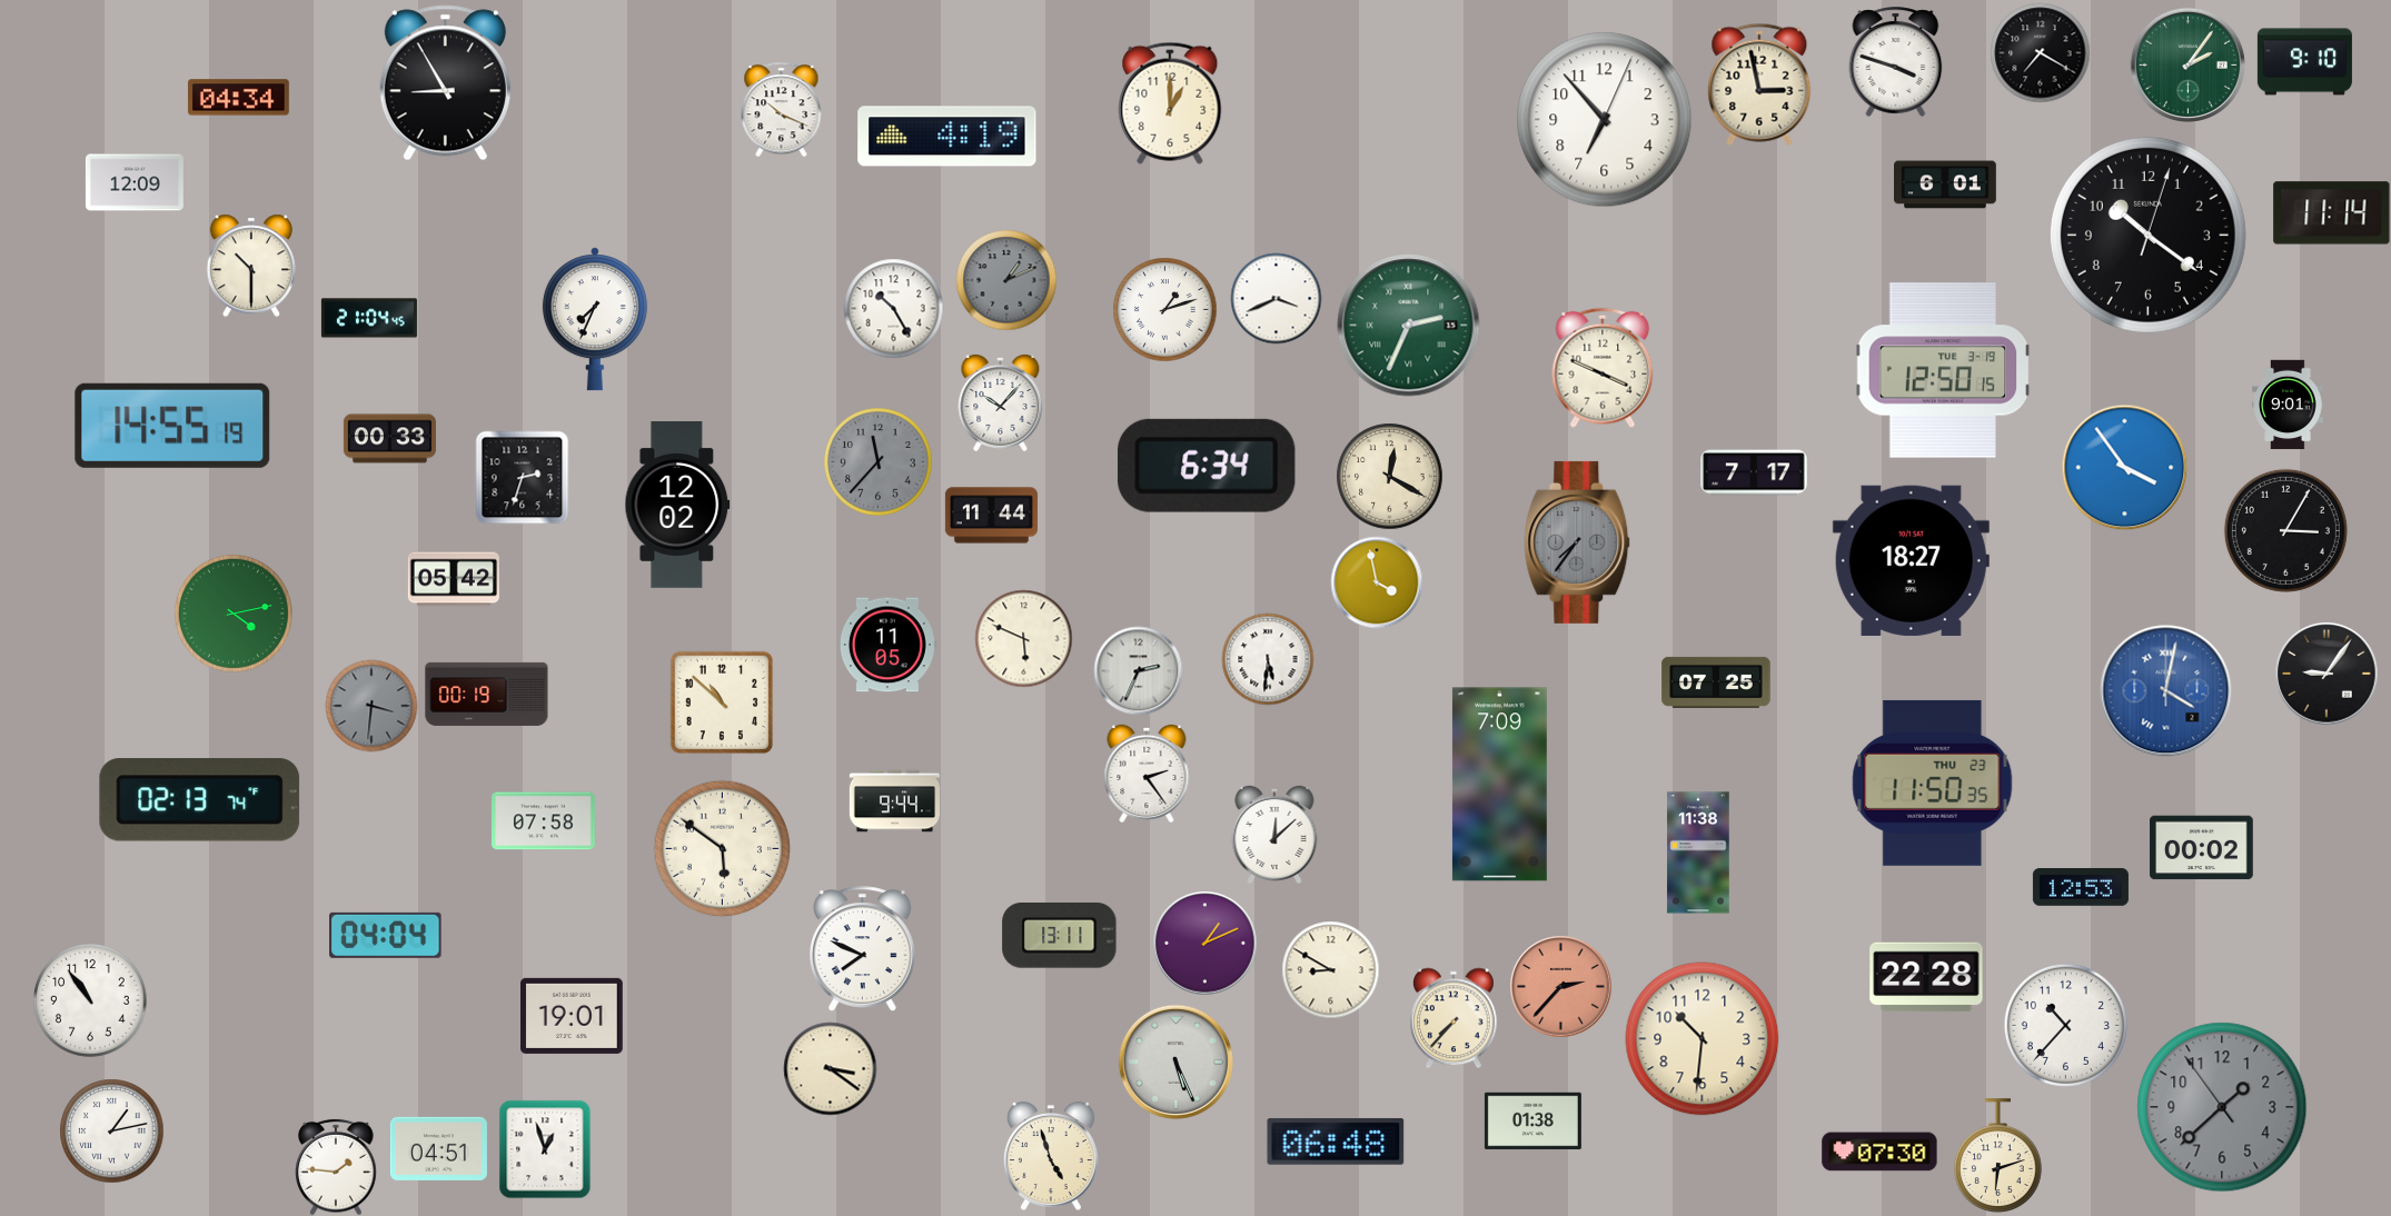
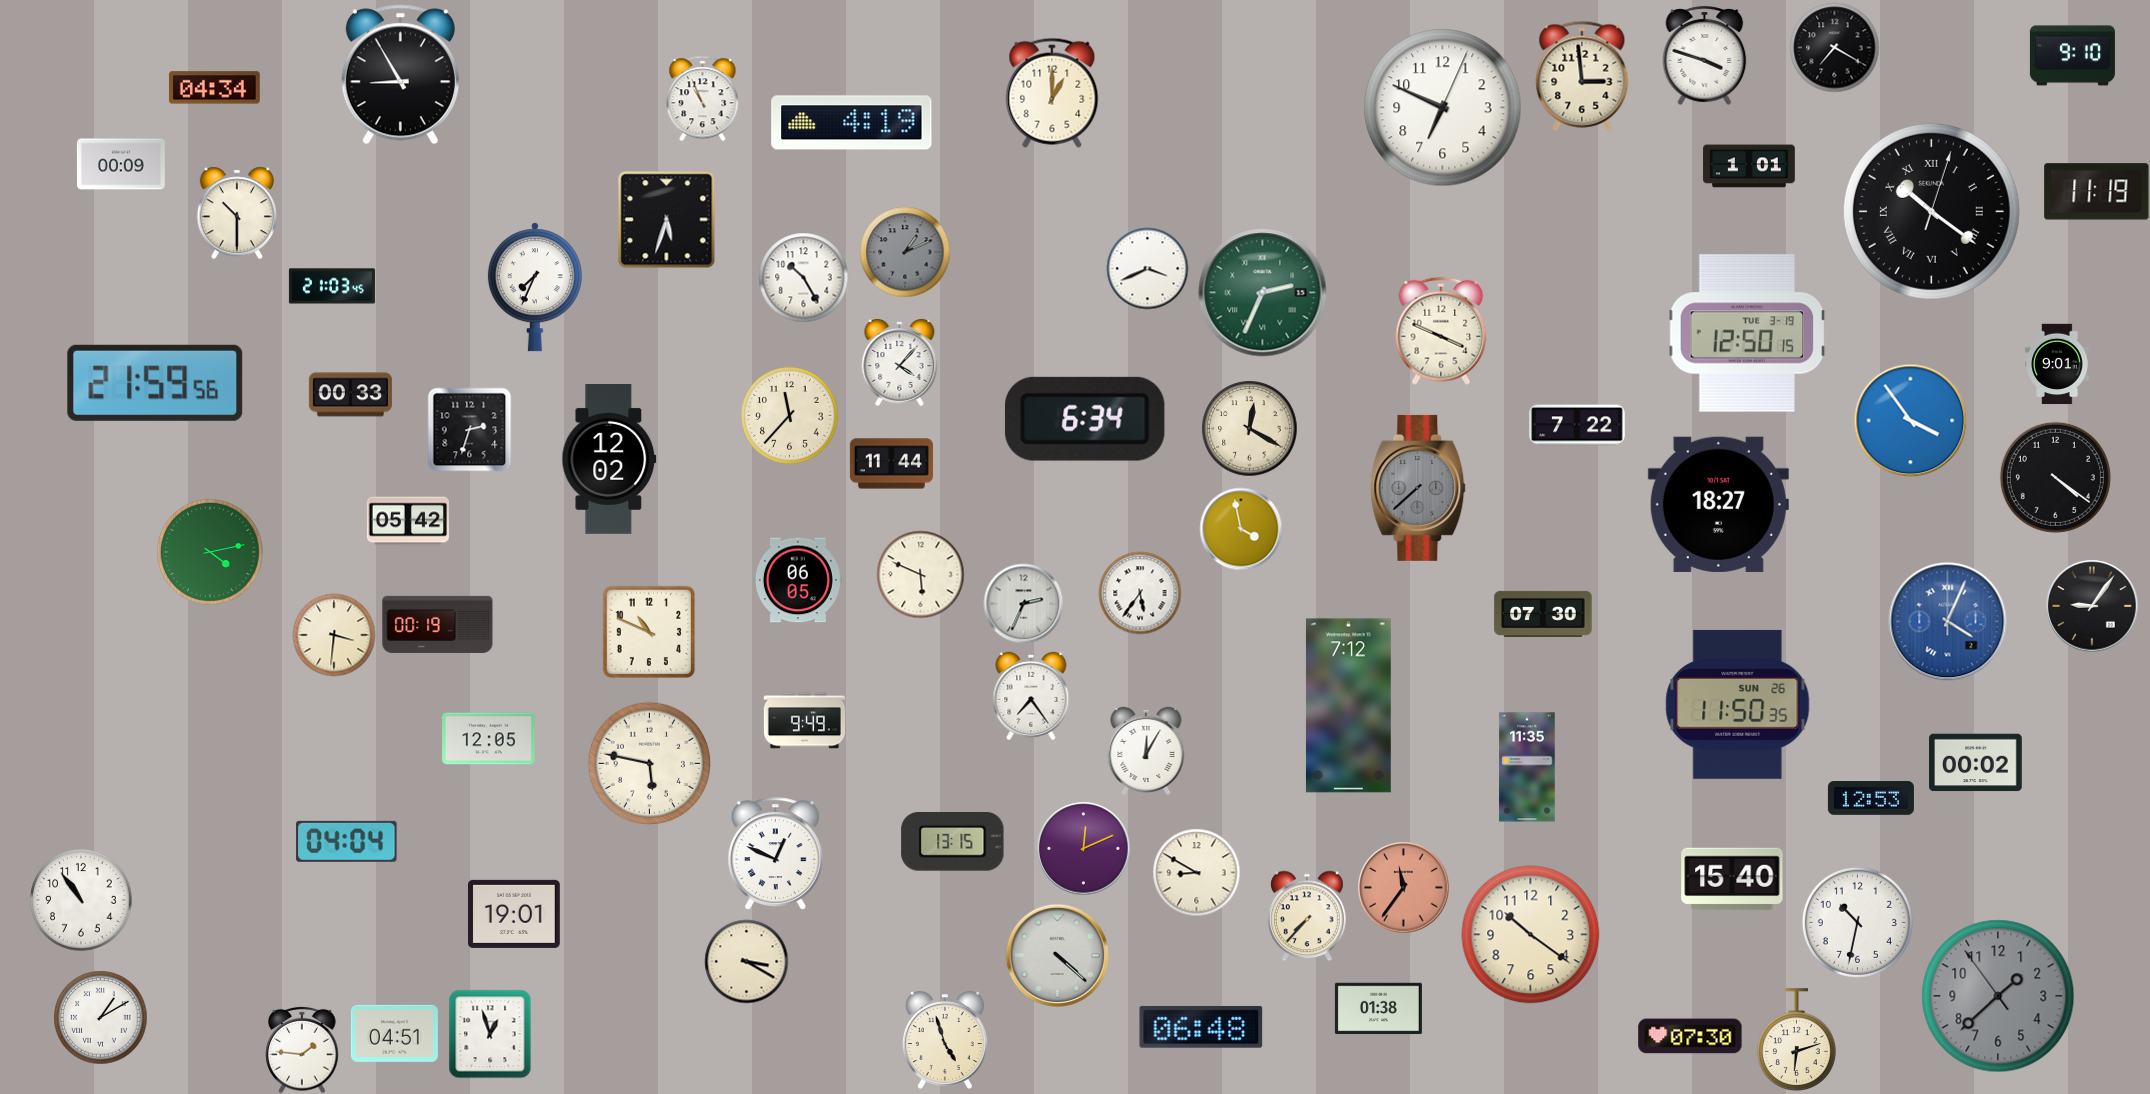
clock at (2187, 64): 2:06 -> none
clock at (1759, 84): 2:58 -> 2:59
clock at (782, 109): 10:19 -> 10:56
clock at (1605, 120): 6:53 -> 6:49
clock at (135, 182): 12:09 -> 00:09
clock at (1945, 185): 6:01 -> 1:01
clock at (2332, 213): 11:14 -> 11:19
clock at (2147, 235) numerals: Arabic -> Roman
clock at (666, 219): none -> 5:33
clock at (251, 266) position: (251, 266) -> (237, 213)
clock at (1164, 309): 1:12 -> none
clock at (369, 318): 21:04 -> 21:03
clock at (1409, 326) position: (1409, 326) -> (1263, 293)
clock at (1001, 403): 10:07 -> 4:07
clock at (172, 426): 14:55 -> 21:59
clock at (879, 462) dial: grey -> cream
clock at (1754, 472): 7:17 -> 7:22
clock at (677, 506) position: (677, 506) -> (609, 460)
clock at (2285, 530): 3:05 -> 4:21
clock at (1577, 542): 7:36 -> 7:38
clock at (1377, 582) position: (1377, 582) -> (1241, 529)
clock at (887, 645): 11:05 -> 06:05
clock at (1268, 659): 5:31 -> 5:36
clock at (1716, 682): 07:25 -> 07:30
clock at (2166, 691): 4:02 -> 4:04
clock at (722, 702): 10:52 -> 10:49
clock at (371, 706) dial: grey -> cream
clock at (1147, 774): 2:24 -> 7:24
clock at (1933, 783) date: THU 23 -> SUN 26
clock at (1499, 785): 7:09 -> 7:12
clock at (200, 800): 02:13 -> none
clock at (894, 801): 9:44 -> 9:49
clock at (544, 821): 07:58 -> 12:05
clock at (1274, 835): 12:08 -> 12:05
clock at (722, 848): 5:51 -> 5:47
clock at (2202, 848) position: (2202, 848) -> (1976, 763)
clock at (1698, 853): 11:38 -> 11:35
clock at (1060, 936): 13:11 -> 13:15
clock at (1204, 943): 1:11 -> 12:11
clock at (862, 949): 7:49 -> 12:49
clock at (1926, 977): 22:28 -> 15:40
clock at (1560, 986): 2:37 -> 11:36
clock at (2065, 1025): 10:37 -> 10:32
clock at (1703, 1039): 10:31 -> 10:21
clock at (1175, 1061): 5:26 -> 4:22
clock at (830, 1068): 3:21 -> 3:20
clock at (111, 1130): 1:13 -> 1:10
